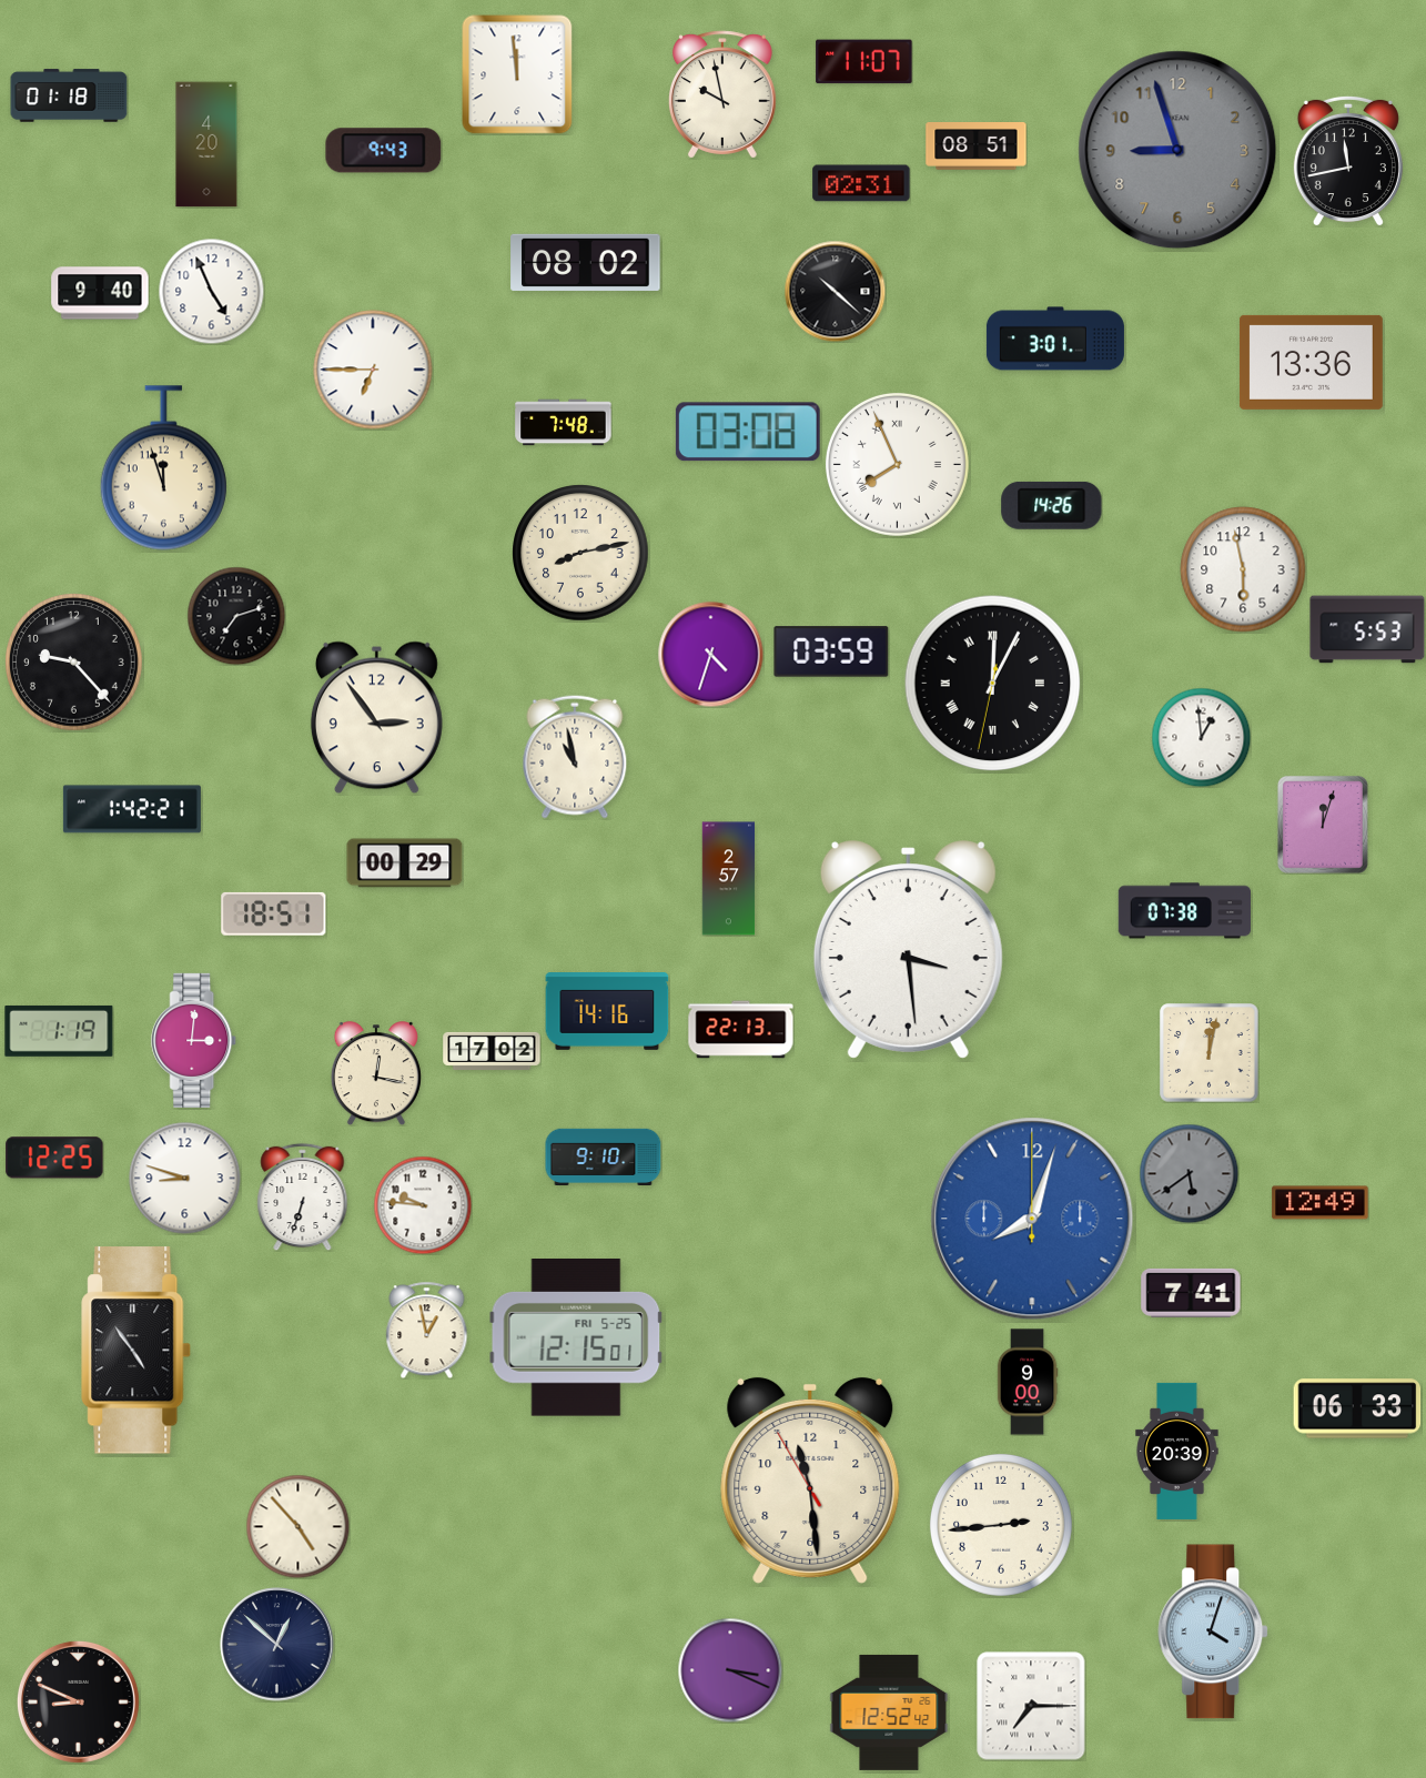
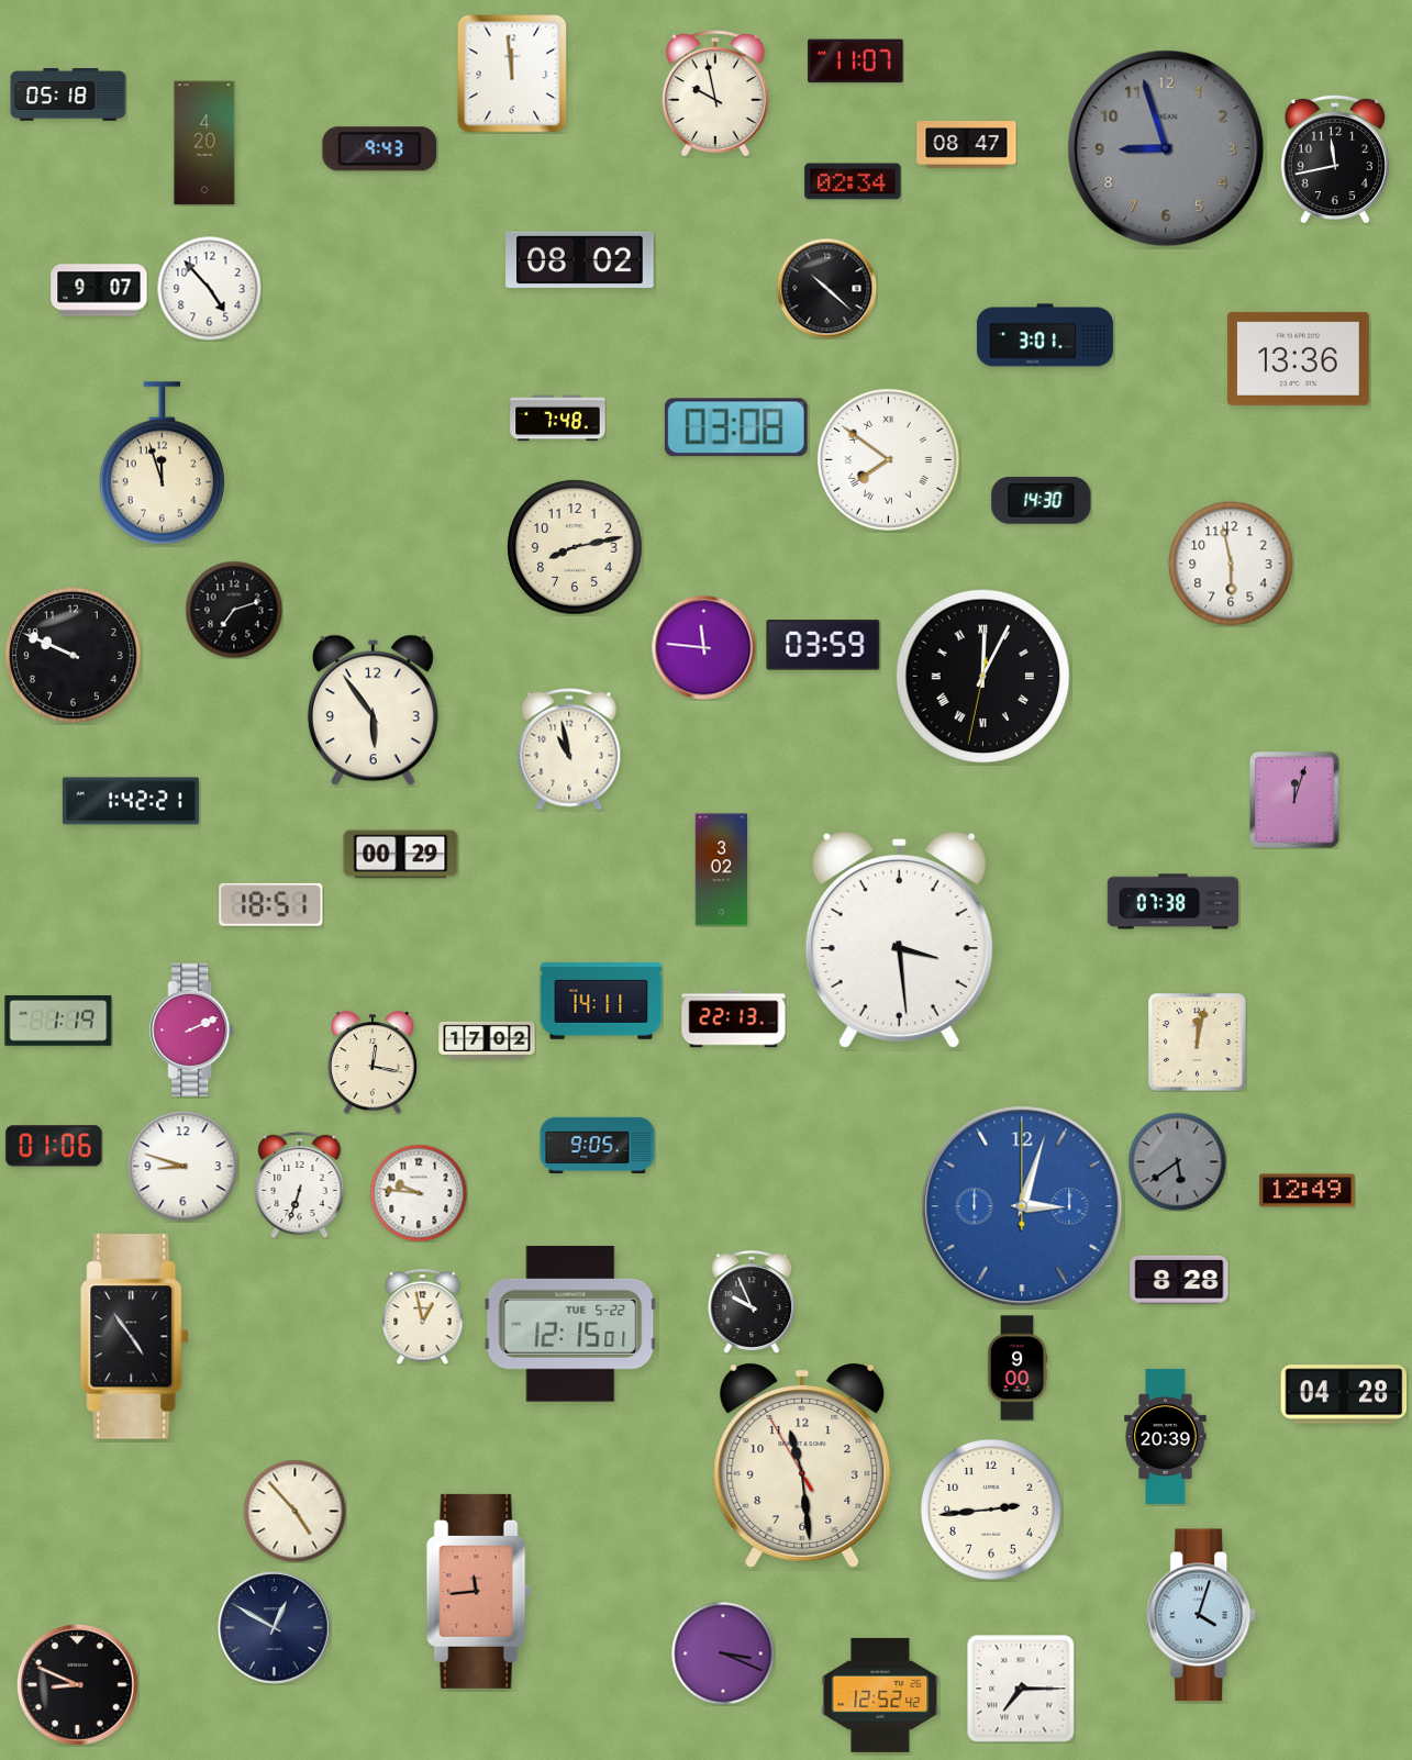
clock at (69, 95): 01:18 -> 05:18
clock at (977, 147): 08:51 -> 08:47
clock at (861, 183): 02:31 -> 02:34
clock at (211, 291): 4:56 -> 4:53
clock at (100, 293): 9:40 -> 9:07
clock at (373, 370): 6:45 -> none
clock at (748, 432) position: (748, 432) -> (736, 427)
clock at (897, 464): 7:56 -> 7:51
clock at (1052, 505): 14:26 -> 14:30
clock at (1367, 629): 5:53 -> none
clock at (710, 654): 4:33 -> 11:46
clock at (74, 663): 9:23 -> 9:49
clock at (376, 718): 2:54 -> 5:54
clock at (1201, 737): 12:59 -> none
clock at (1323, 825) position: (1323, 825) -> (1294, 800)
clock at (729, 879): 2:57 -> 3:02
clock at (607, 1012): 14:16 -> 14:11
clock at (194, 1040): 3:01 -> 2:11
clock at (604, 1156): 9:10 -> 9:05
clock at (54, 1158): 12:25 -> 01:06
clock at (1032, 1219): 8:03 -> 3:03
clock at (1191, 1293): 7:41 -> 8:28
clock at (752, 1302): none -> 9:56
clock at (576, 1338) date: FRI 5-25 -> TUE 5-22
clock at (1357, 1408): 06:33 -> 04:28
clock at (478, 1591): none -> 11:44
clock at (277, 1645): 12:52 -> 12:50
